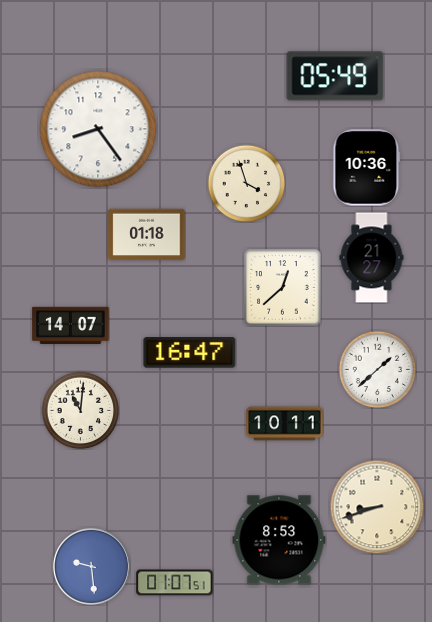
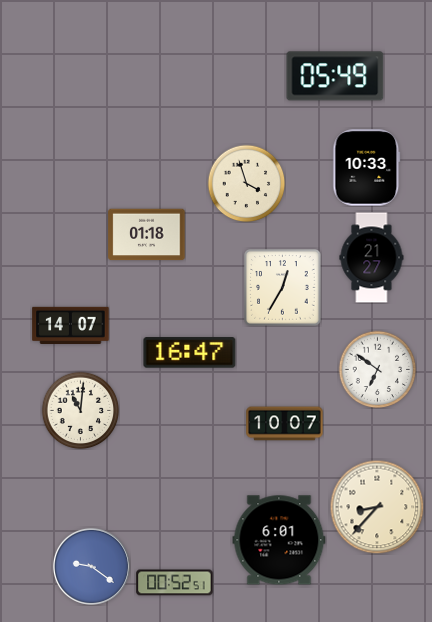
clock at (98, 129): 8:24 -> none
clock at (367, 168): 10:36 -> 10:33
clock at (283, 288): 12:38 -> 12:35
clock at (377, 369): 1:38 -> 6:51
clock at (285, 424): 10:11 -> 10:07
clock at (377, 507): 8:42 -> 8:37
clock at (279, 540): 8:53 -> 6:01
clock at (91, 566): 9:29 -> 9:21
clock at (175, 583): 01:07 -> 00:52
